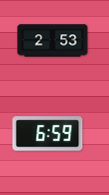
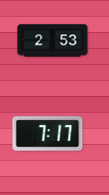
clock at (48, 134): 6:59 -> 7:17
